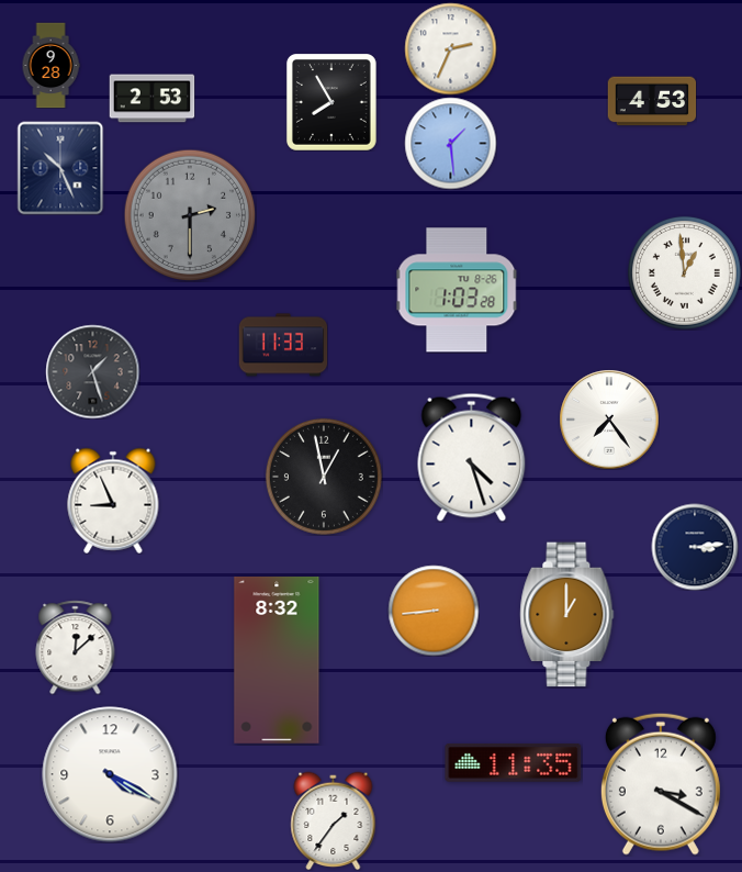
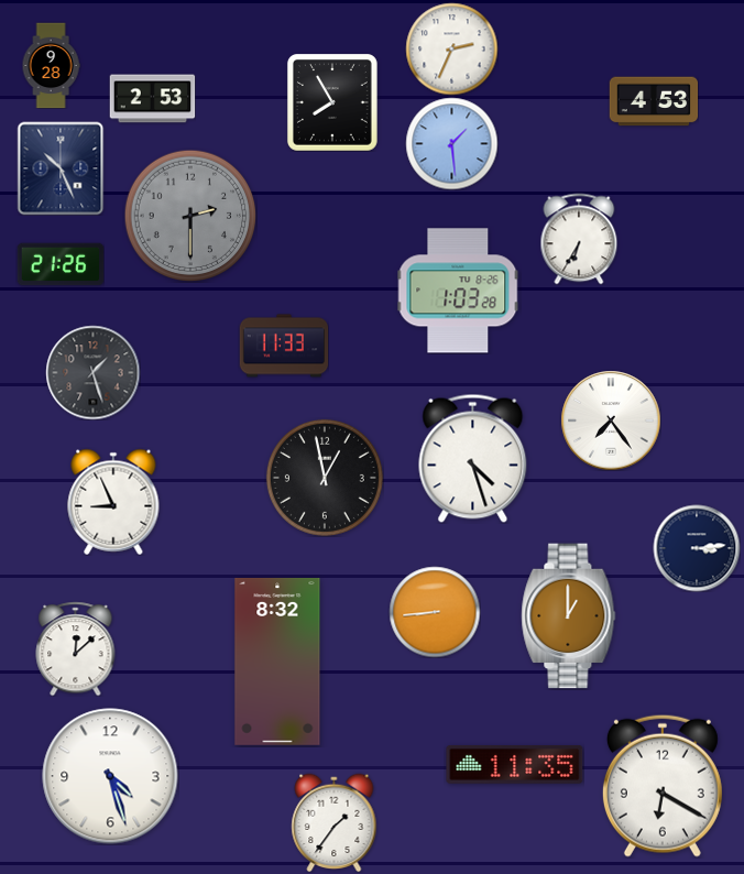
clock at (579, 239): none -> 6:35
clock at (61, 264): none -> 21:26
clock at (684, 272): 12:59 -> none
clock at (110, 774): 4:20 -> 4:27
clock at (661, 784): 3:20 -> 6:20
